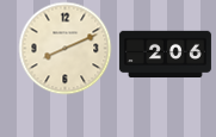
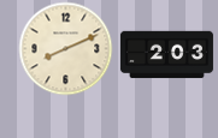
clock at (165, 55): 2:06 -> 2:03
